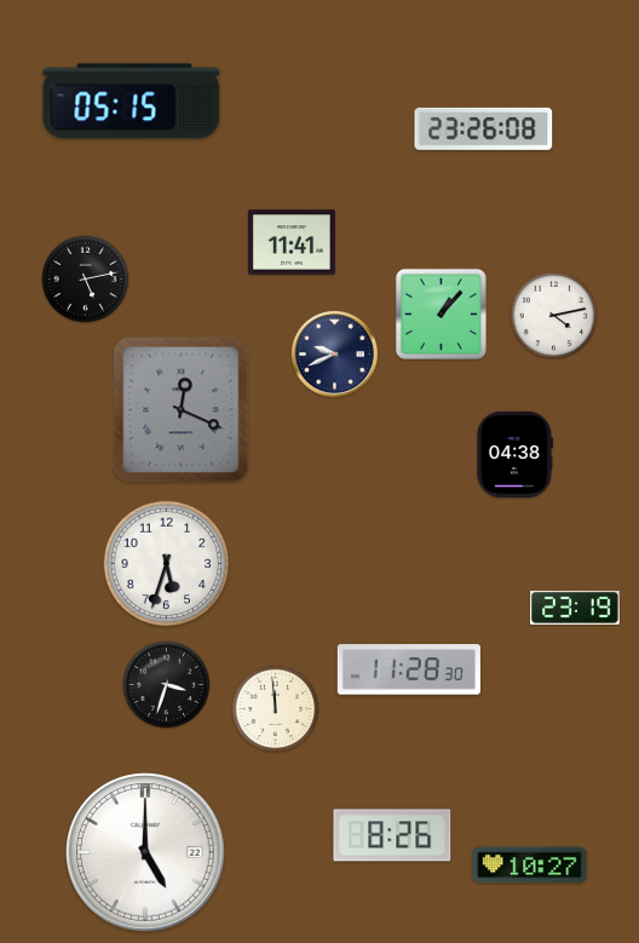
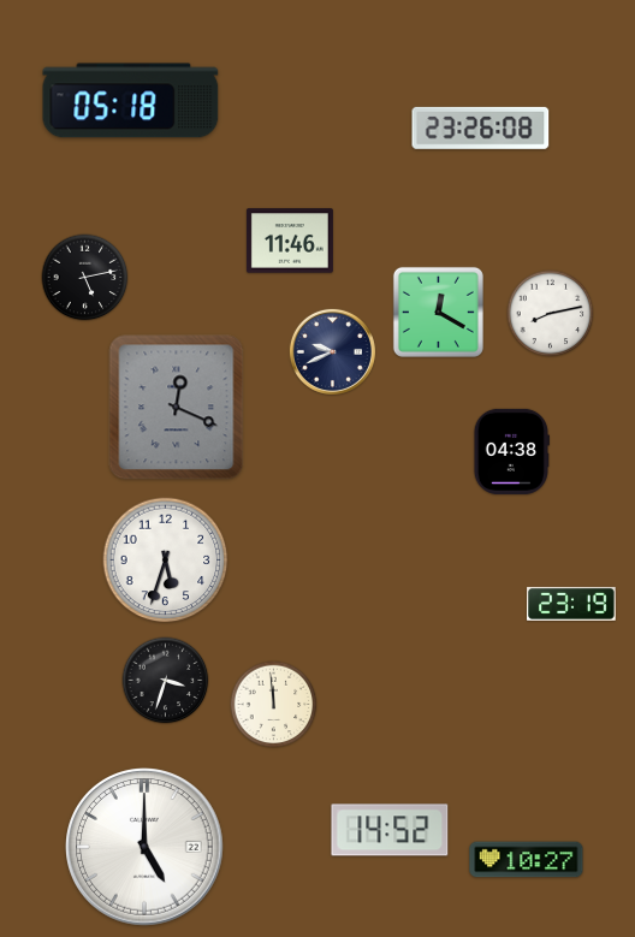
clock at (132, 102): 05:15 -> 05:18
clock at (292, 242): 11:41 -> 11:46
clock at (441, 314): 1:07 -> 12:20
clock at (554, 316): 4:13 -> 8:13
clock at (182, 410) position: (182, 410) -> (177, 408)
clock at (409, 669): 11:28 -> none
clock at (392, 835): 8:26 -> 14:52
